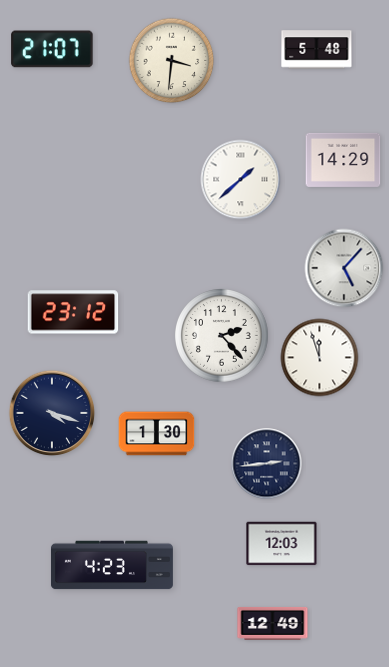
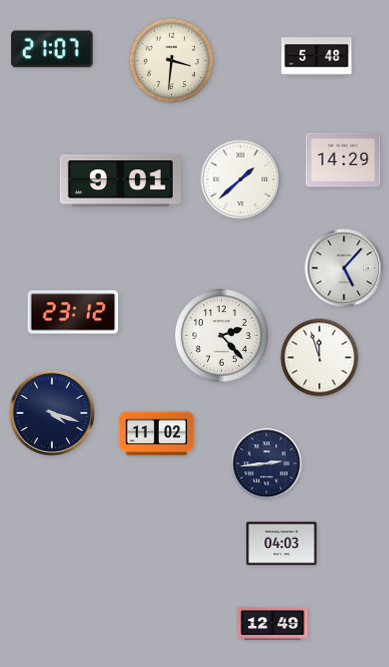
clock at (317, 50) position: (317, 50) -> (317, 57)
clock at (120, 181): none -> 9:01
clock at (157, 434): 1:30 -> 11:02
clock at (282, 544): 12:03 -> 04:03
clock at (112, 565): 4:23 -> none
